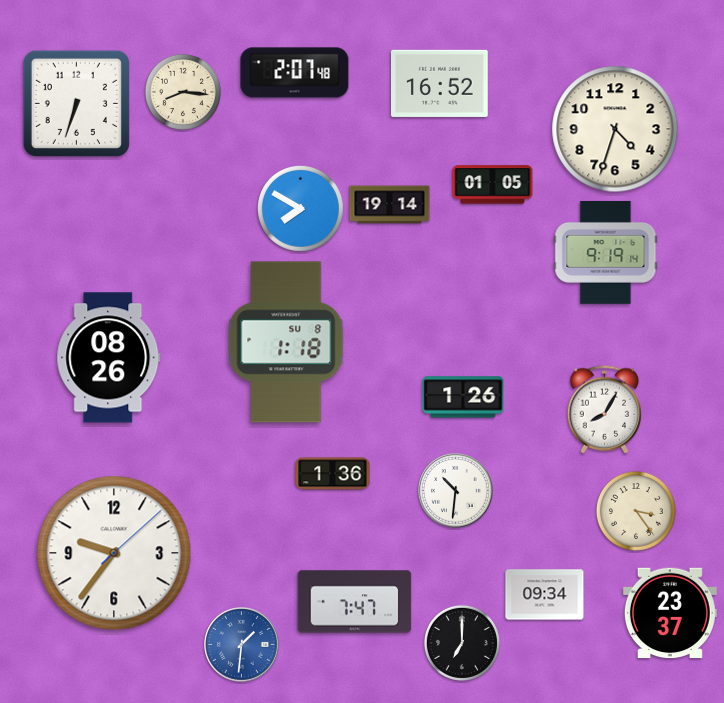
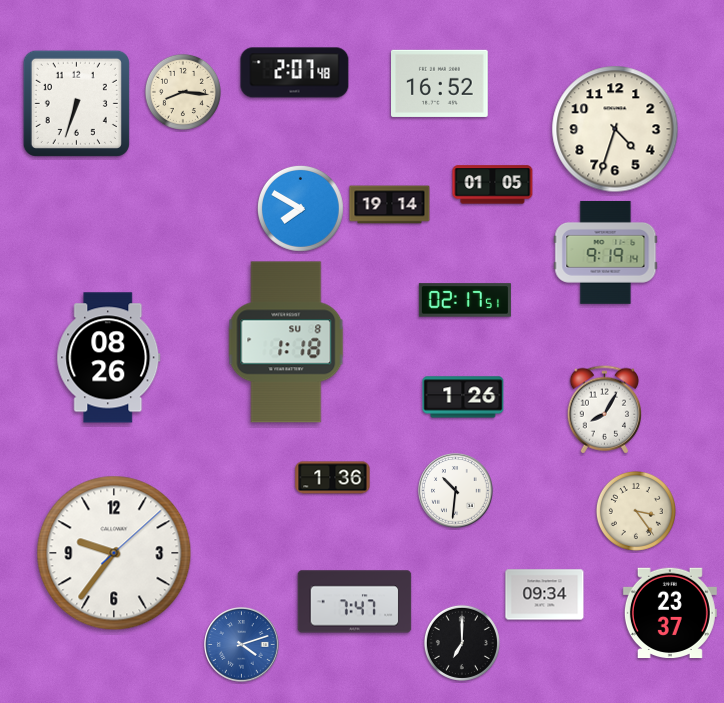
clock at (465, 300): none -> 02:17
clock at (333, 474) position: (333, 474) -> (333, 478)
clock at (242, 645): 1:31 -> 4:12
